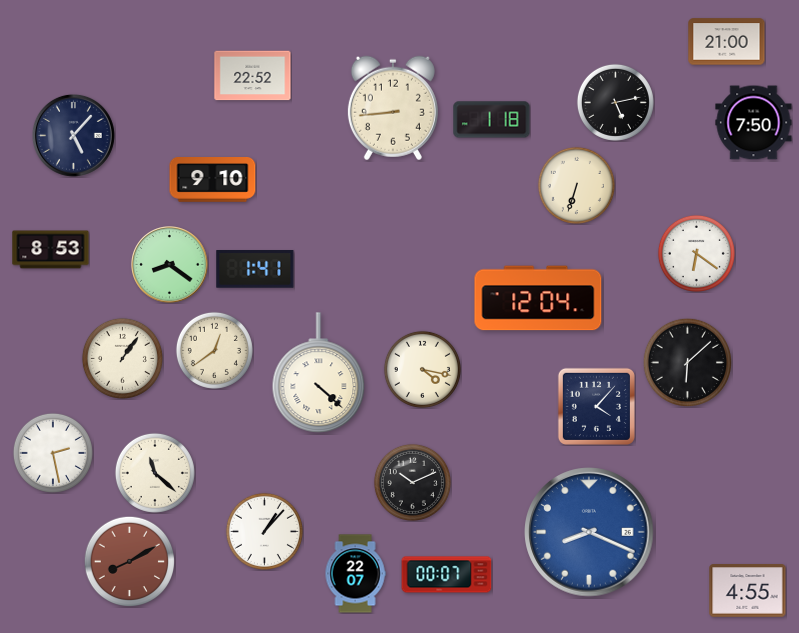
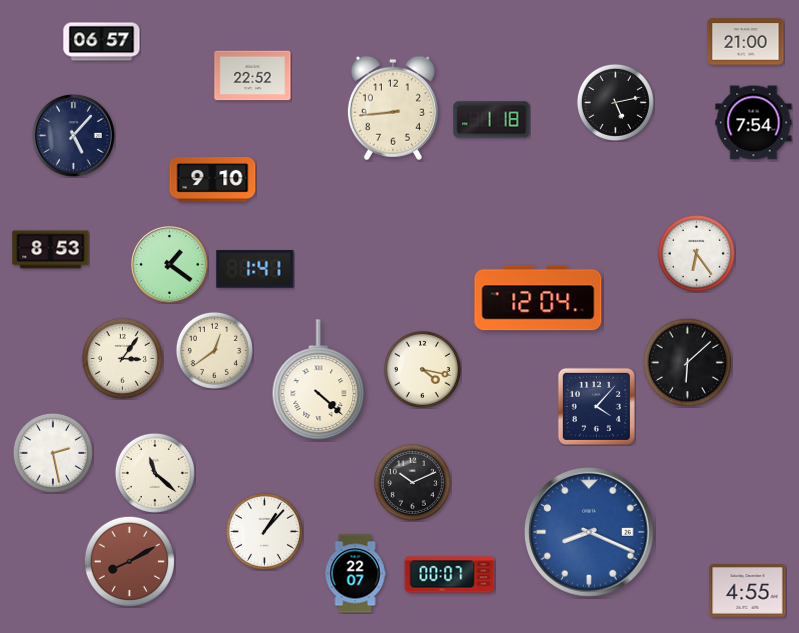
clock at (102, 42): none -> 06:57
clock at (727, 42) position: (727, 42) -> (746, 42)
clock at (754, 123): 7:50 -> 7:54
clock at (576, 185): 6:33 -> none
clock at (696, 253): 6:21 -> 6:24
clock at (170, 265): 8:21 -> 1:21
clock at (122, 358): 1:06 -> 3:06
clock at (319, 373) position: (319, 373) -> (319, 380)
clock at (447, 575) position: (447, 575) -> (450, 575)
